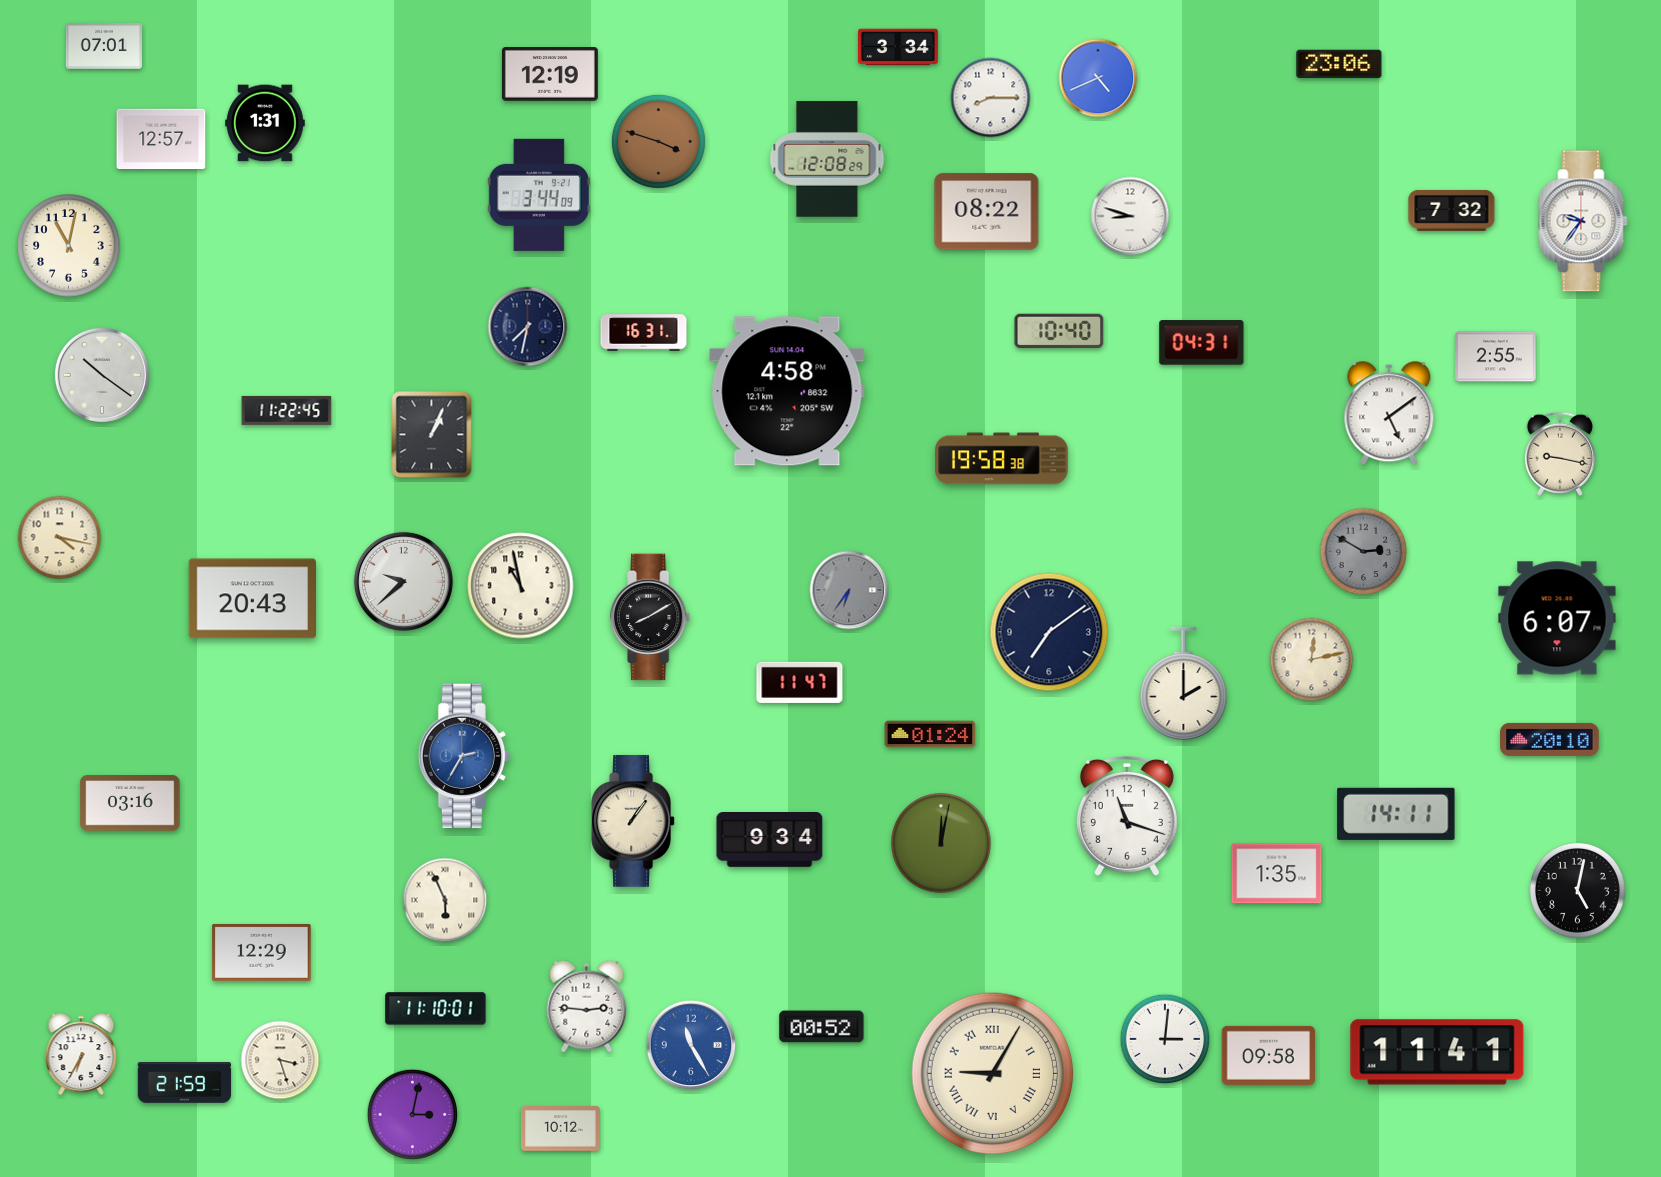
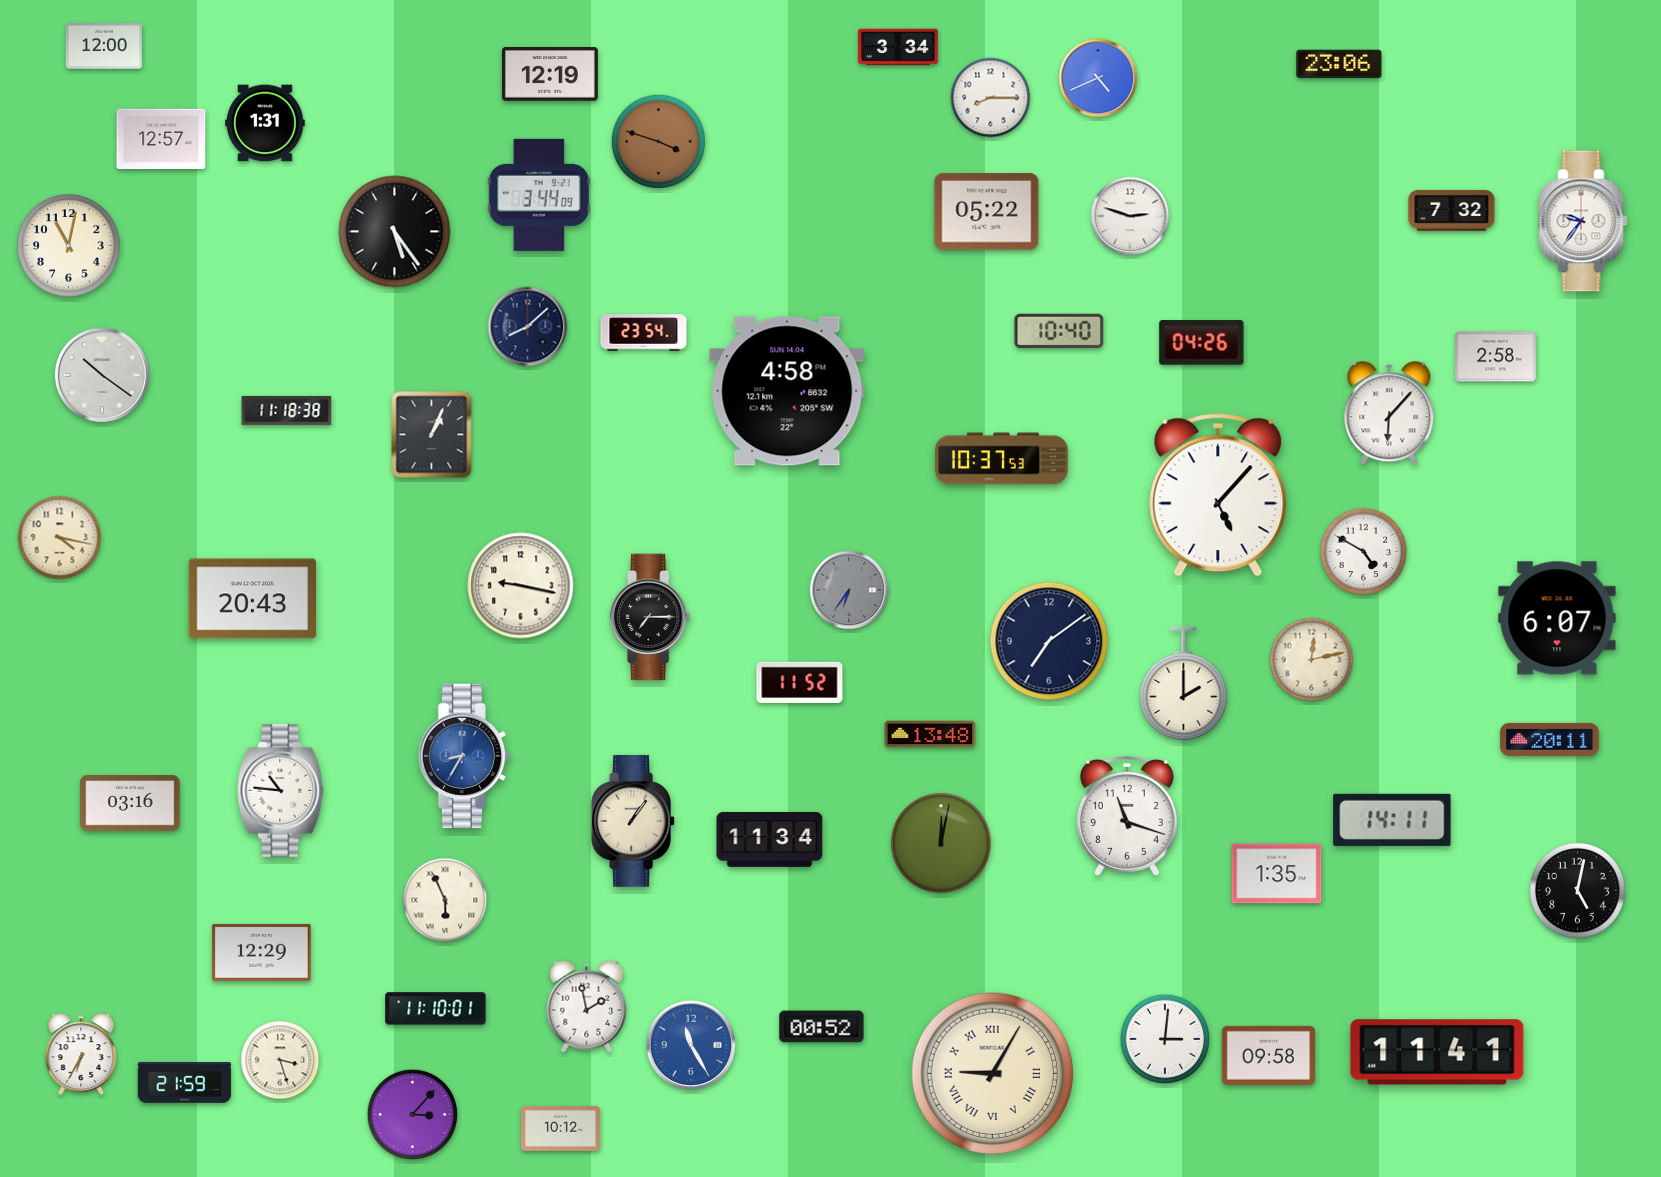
clock at (103, 47): 07:01 -> 12:00
clock at (827, 159): 12:08 -> none
clock at (987, 212): 08:22 -> 05:22
clock at (1130, 216): 8:48 -> 2:48
clock at (395, 232): none -> 5:24
clock at (528, 327): 7:32 -> 8:08
clock at (644, 333): 16:31 -> 23:54
clock at (1202, 343): 04:31 -> 04:26
clock at (1496, 357): 2:55 -> 2:58
clock at (287, 410): 11:22 -> 11:18
clock at (1389, 414): 5:09 -> 6:07
clock at (1560, 454): 9:17 -> none
clock at (1002, 459): 19:58 -> 10:37
clock at (1218, 495): none -> 5:07
clock at (1364, 552): 2:50 -> 4:50
clock at (1364, 552) dial: grey -> white
clock at (403, 581): 9:38 -> none
clock at (521, 586): 10:58 -> 9:17
clock at (651, 617): 8:10 -> 7:15
clock at (1049, 632) position: (1049, 632) -> (1049, 641)
clock at (800, 682): 11:47 -> 11:52
clock at (930, 734): 01:24 -> 13:48
clock at (1550, 739): 20:10 -> 20:11
clock at (463, 756): 2:35 -> 8:35
clock at (281, 791): none -> 10:46
clock at (1396, 814) position: (1396, 814) -> (1392, 820)
clock at (770, 840): 9:34 -> 11:34
clock at (587, 1006): 2:46 -> 1:58
clock at (413, 1115): 3:02 -> 3:07
